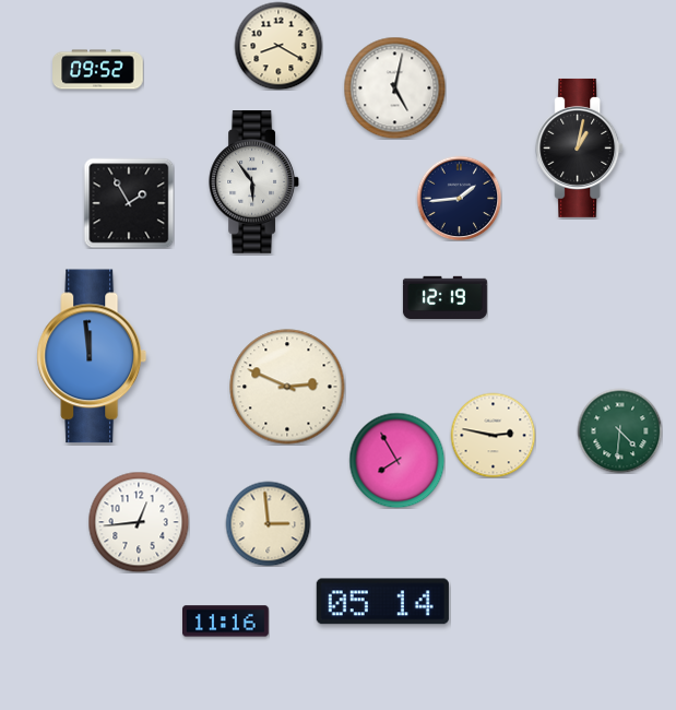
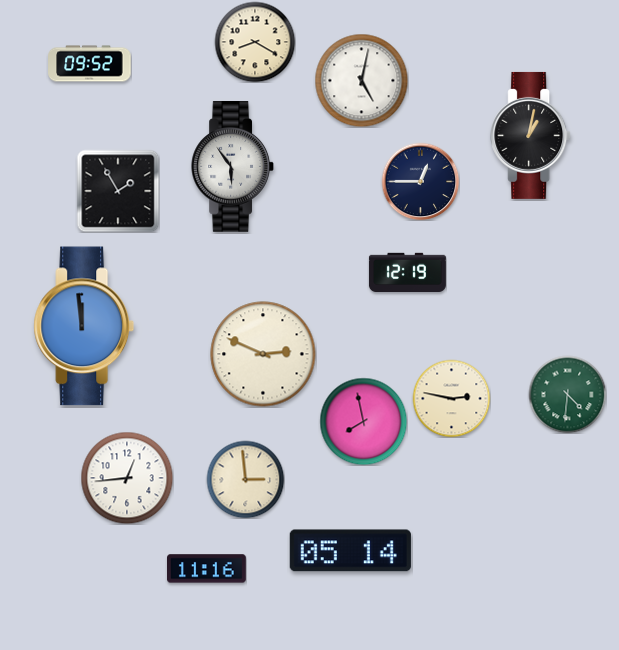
clock at (459, 198): 1:44 -> 12:45
clock at (129, 203) position: (129, 203) -> (118, 191)
clock at (396, 460): 7:55 -> 7:58
